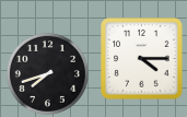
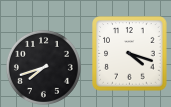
clock at (142, 59): 4:15 -> 4:18
